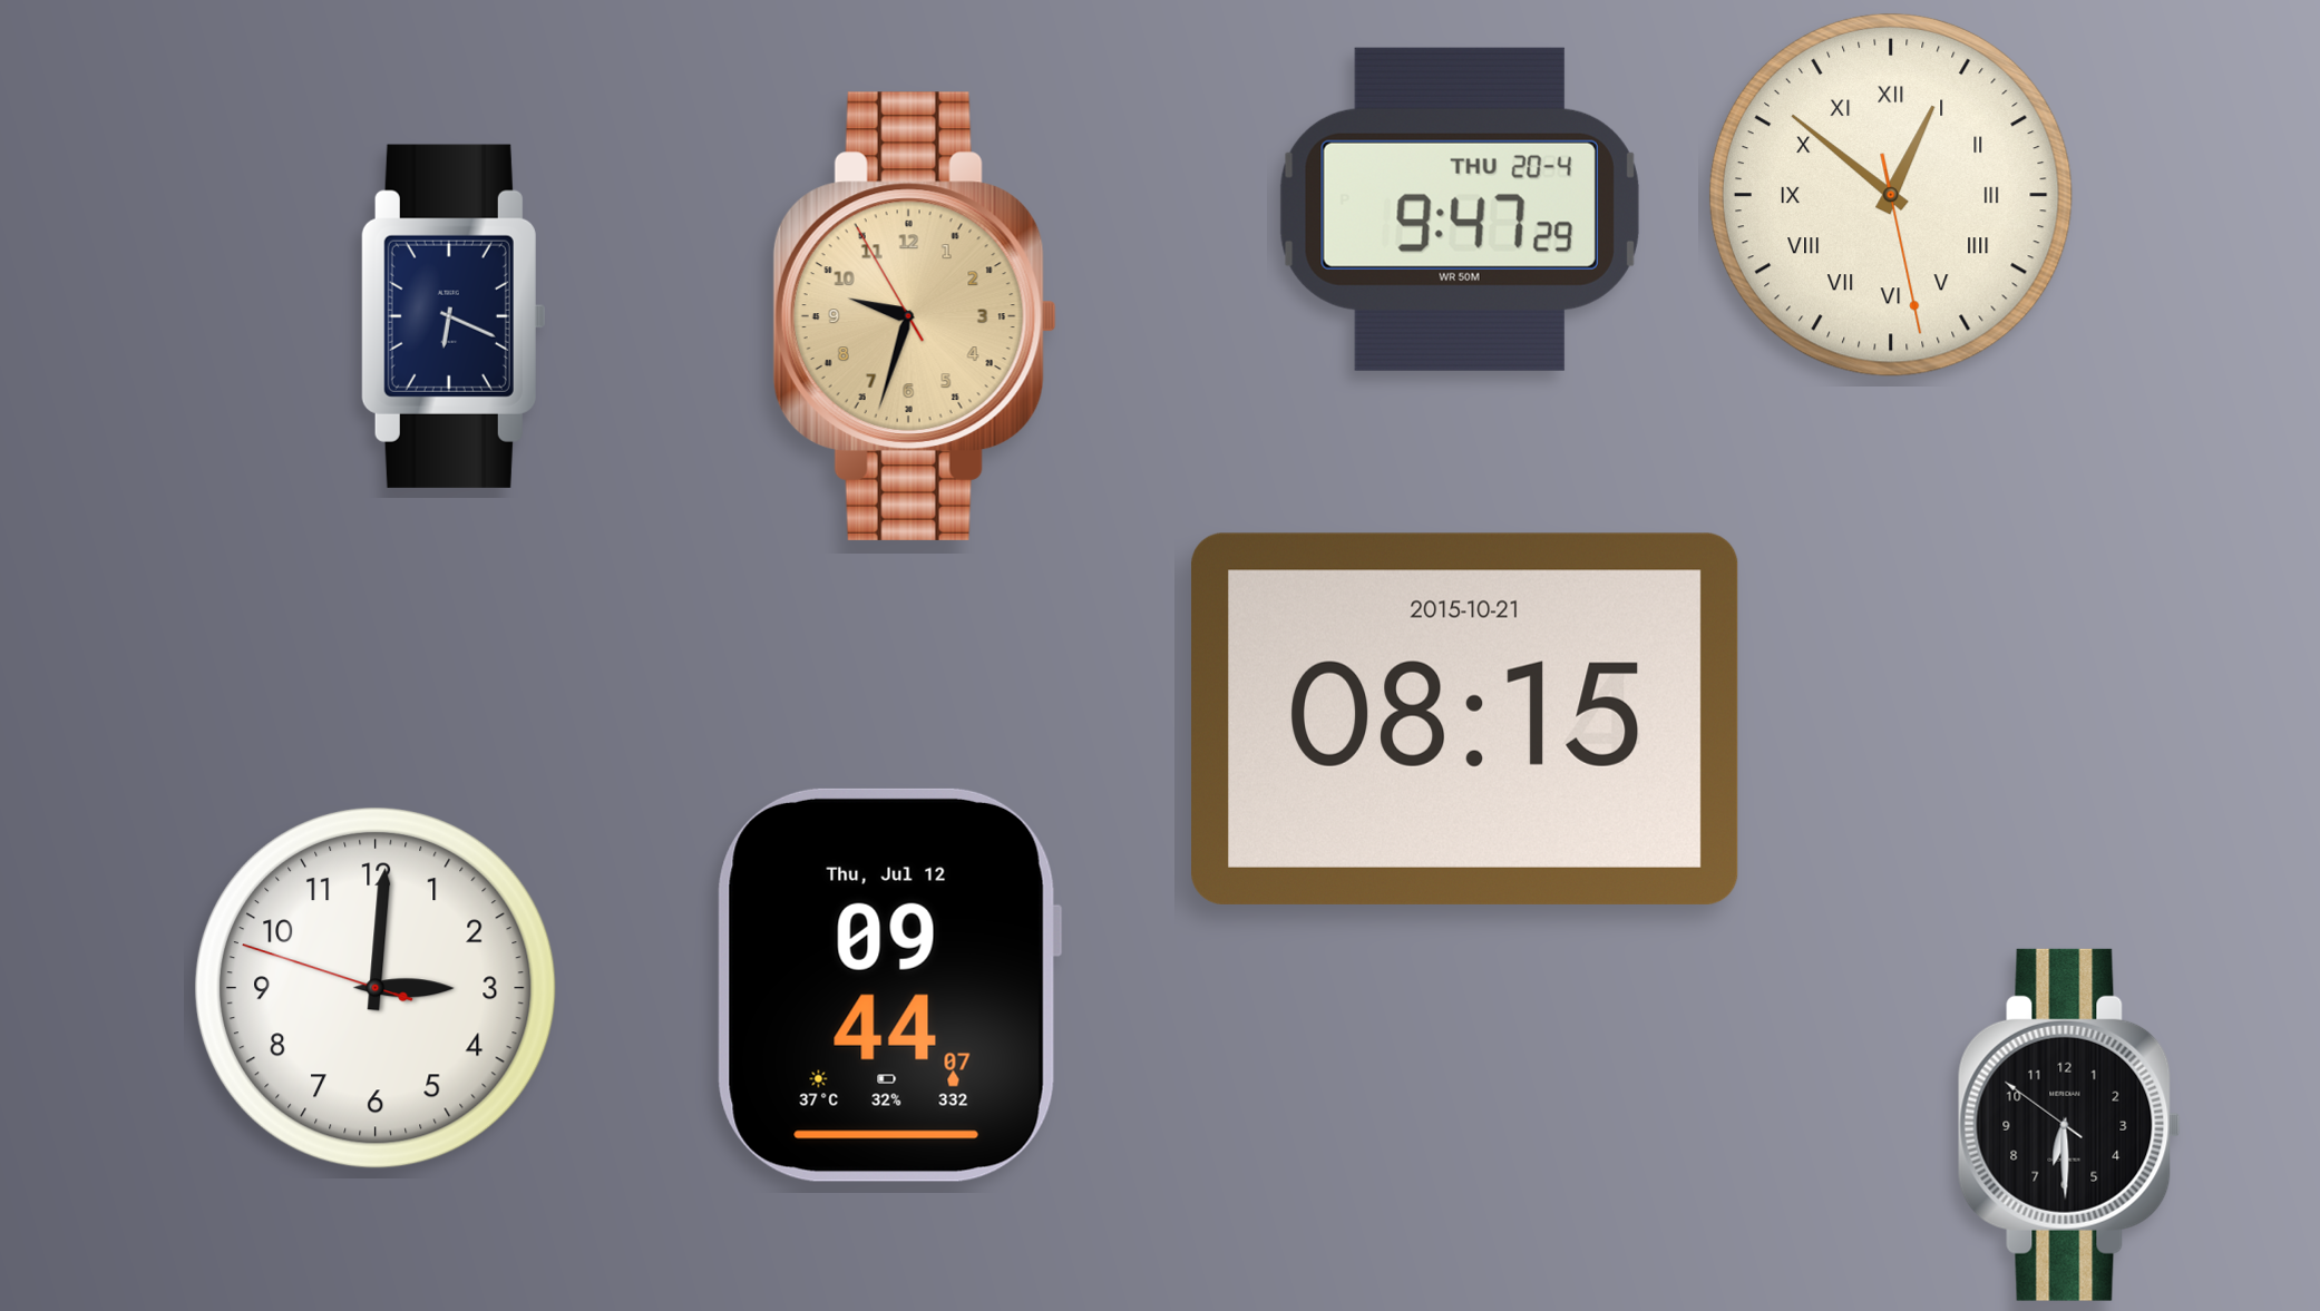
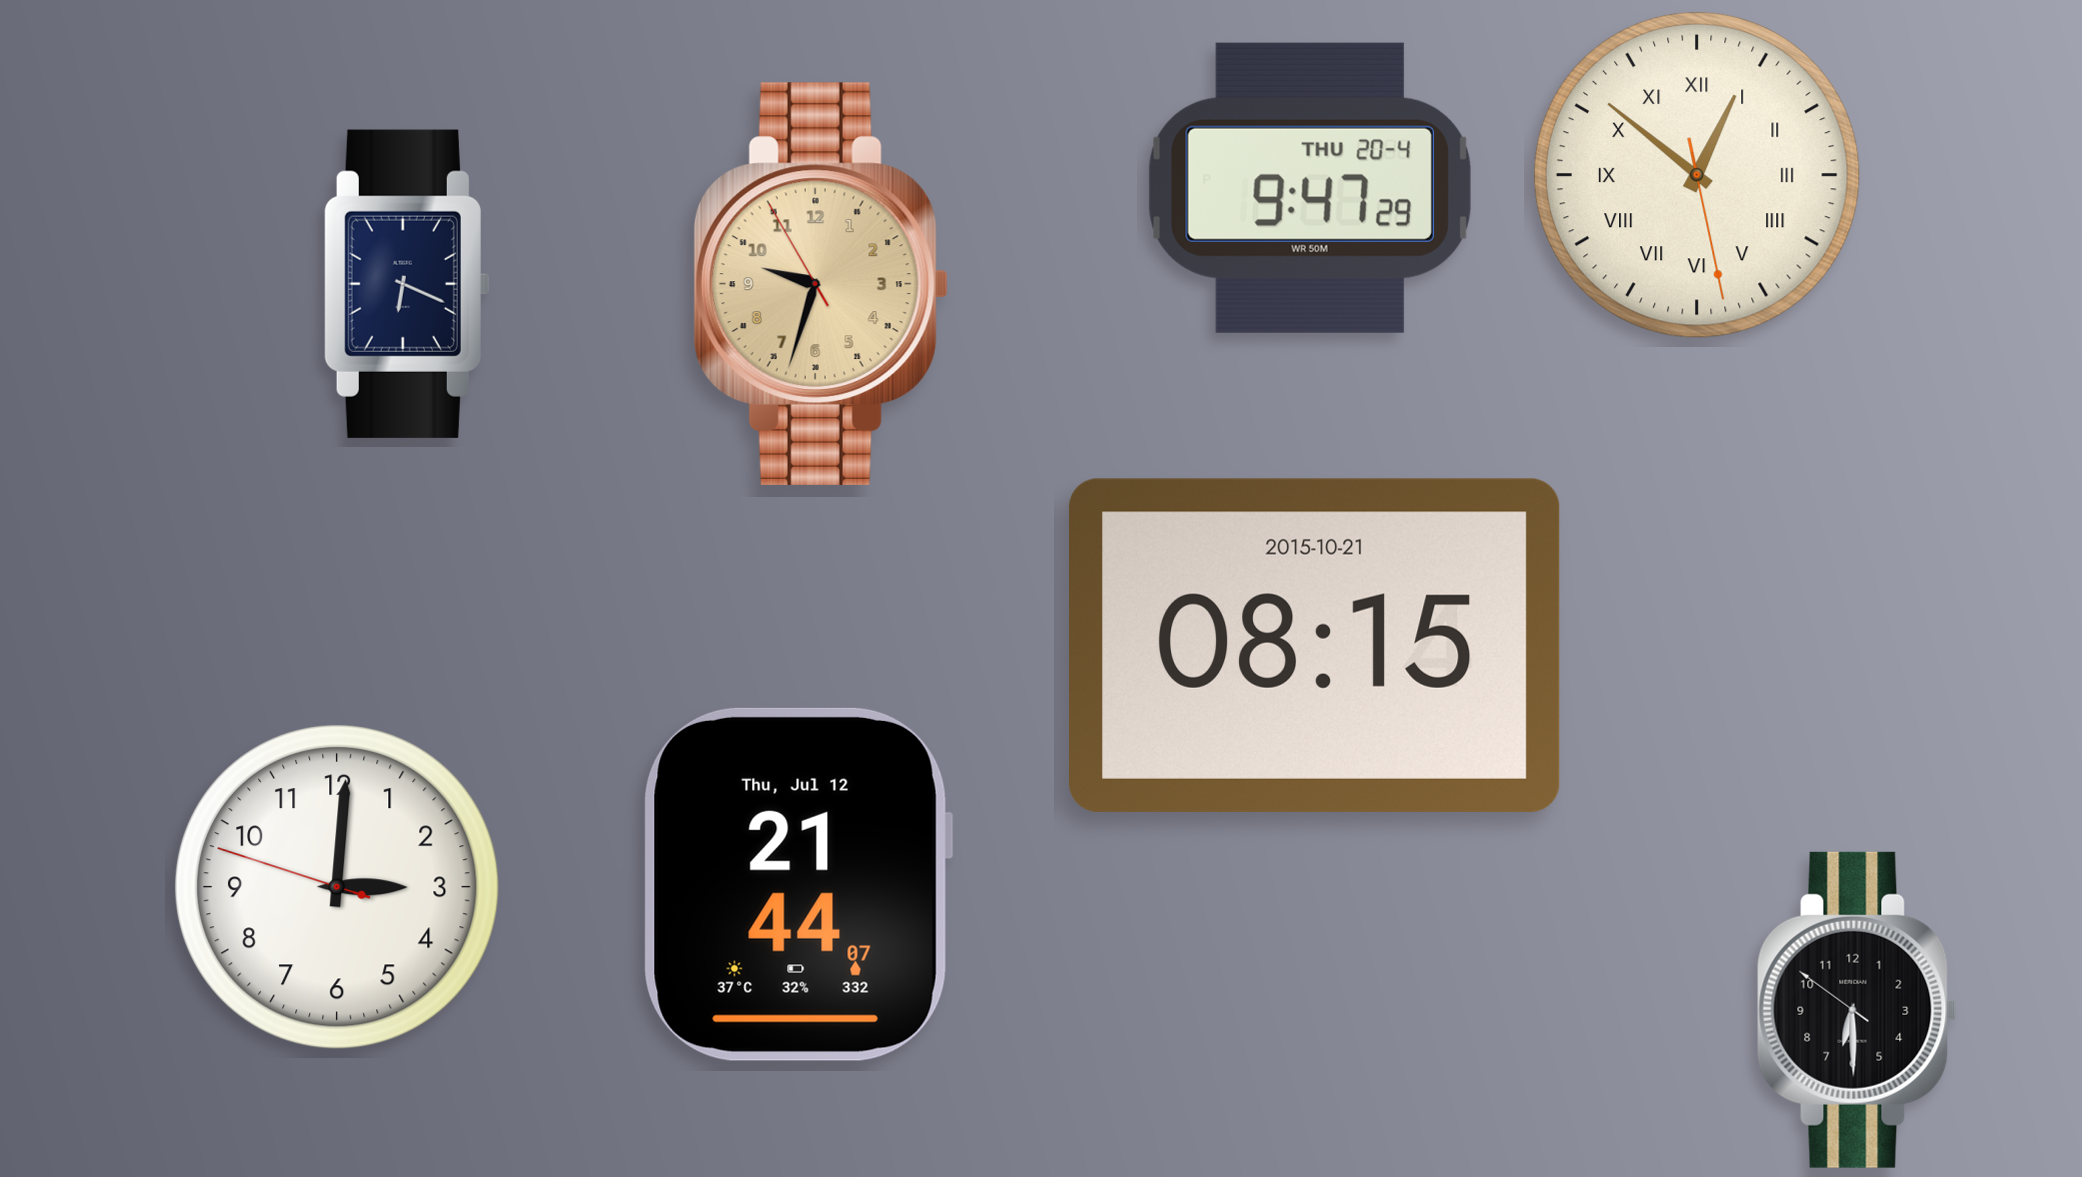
clock at (889, 985): 09:44 -> 21:44
